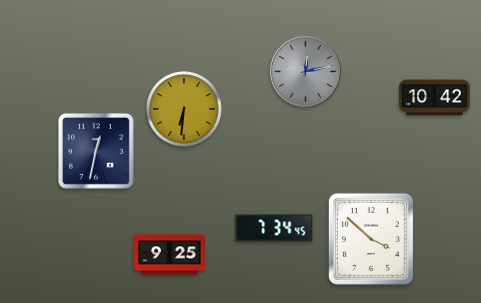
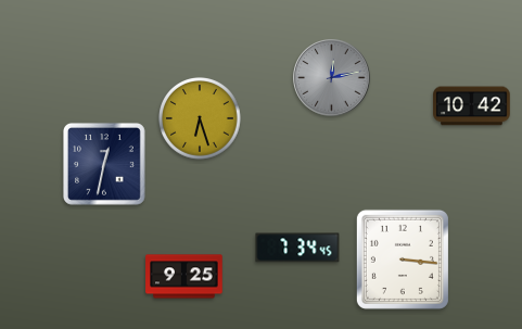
clock at (185, 110): 6:31 -> 6:27
clock at (371, 239): 3:52 -> 3:16
